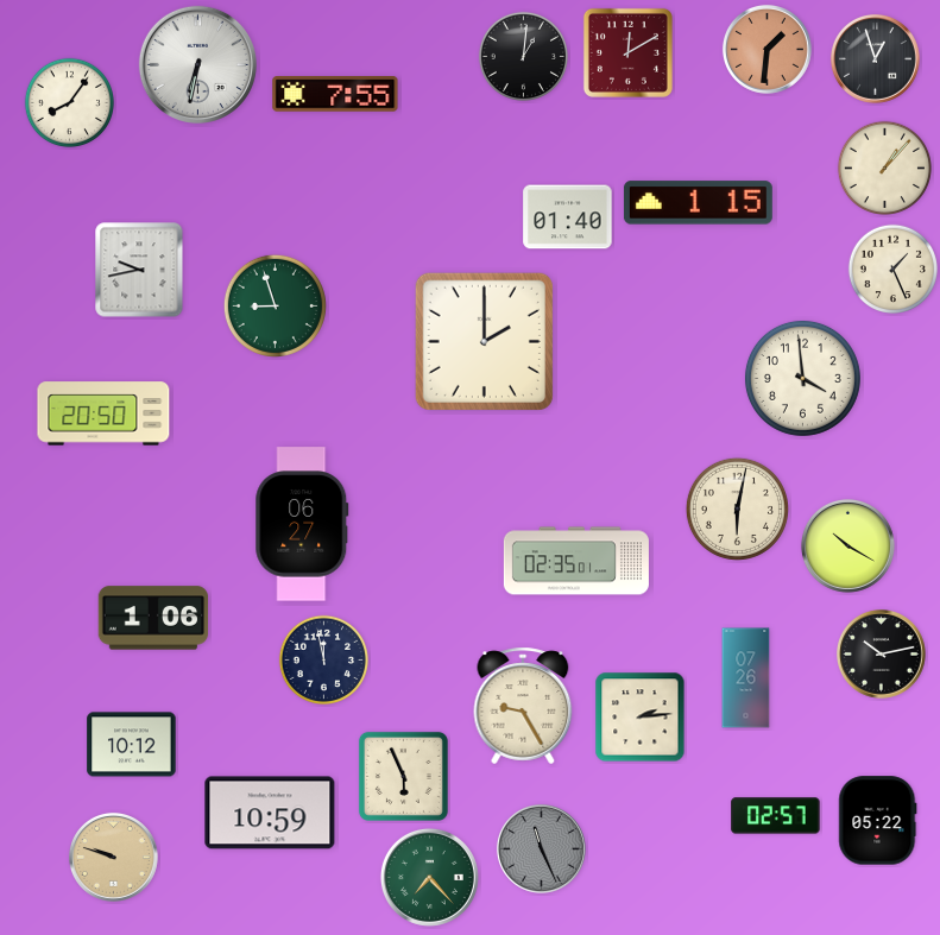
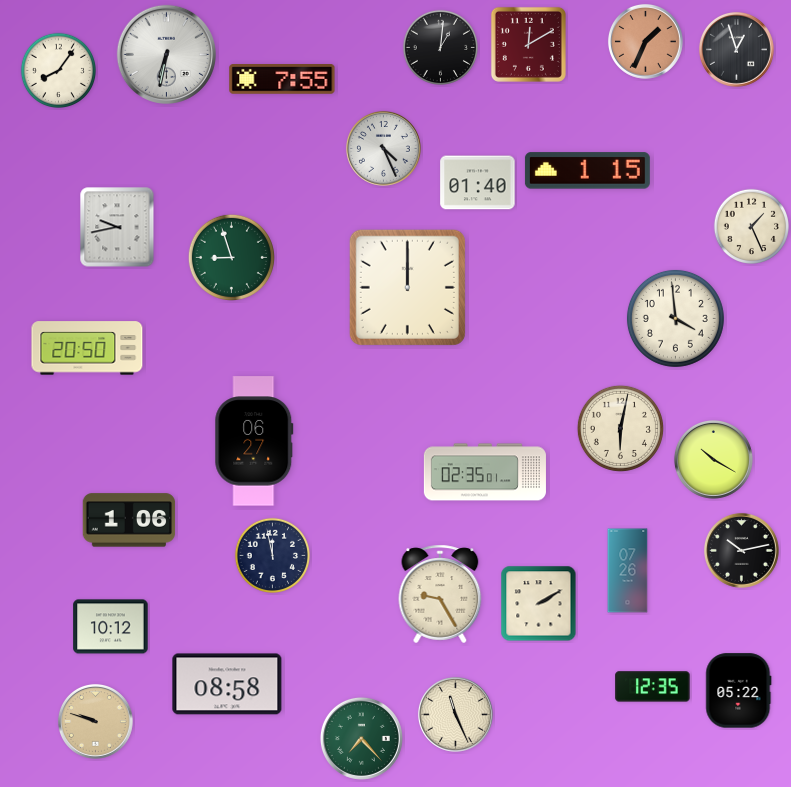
clock at (768, 50): 1:31 -> 1:34
clock at (69, 102) position: (69, 102) -> (58, 70)
clock at (884, 168): 1:07 -> none
clock at (384, 149): none -> 4:26
clock at (484, 341): 2:00 -> 12:00
clock at (641, 718): 2:14 -> 2:10
clock at (403, 776): 5:56 -> none
clock at (270, 813): 10:59 -> 08:58
clock at (776, 816): 02:57 -> 12:35
clock at (542, 849) dial: grey -> cream
